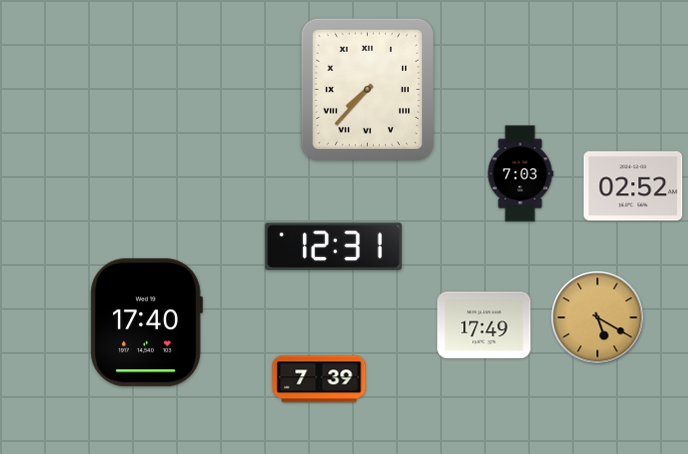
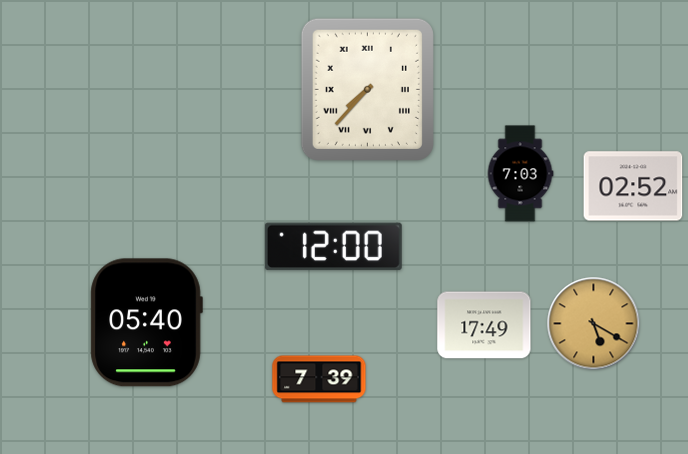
clock at (333, 247): 12:31 -> 12:00
clock at (598, 318) position: (598, 318) -> (594, 324)
clock at (146, 323): 17:40 -> 05:40
